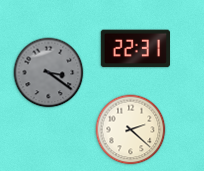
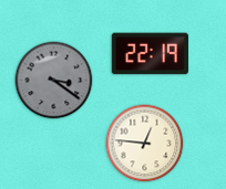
clock at (135, 49): 22:31 -> 22:19
clock at (131, 130): 2:22 -> 12:46
